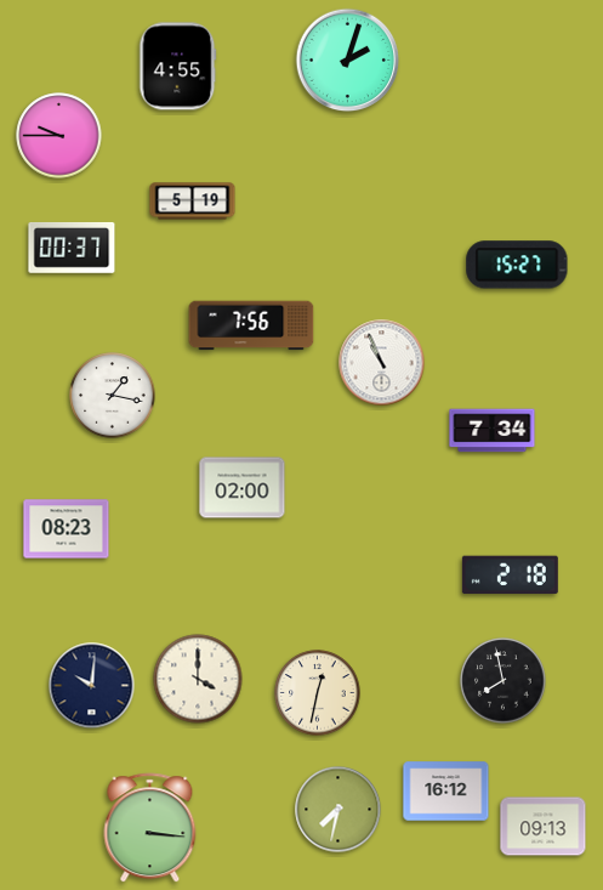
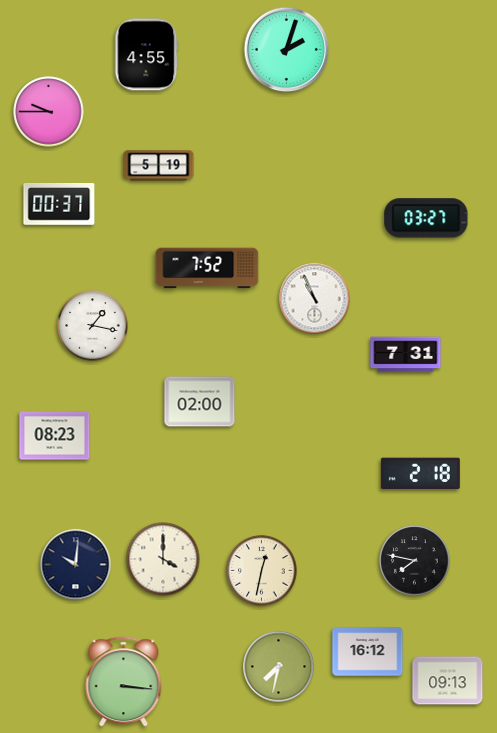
clock at (517, 265): 15:27 -> 03:27
clock at (251, 325): 7:56 -> 7:52
clock at (493, 431): 7:34 -> 7:31
clock at (504, 681): 7:58 -> 7:47
